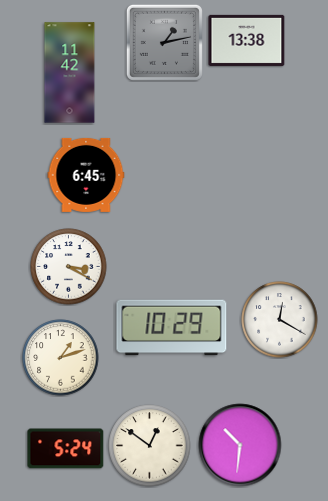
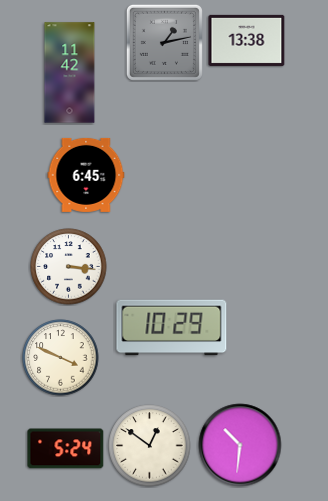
clock at (69, 267): 3:20 -> 3:16
clock at (280, 320): 12:20 -> none
clock at (61, 358): 1:12 -> 3:49
